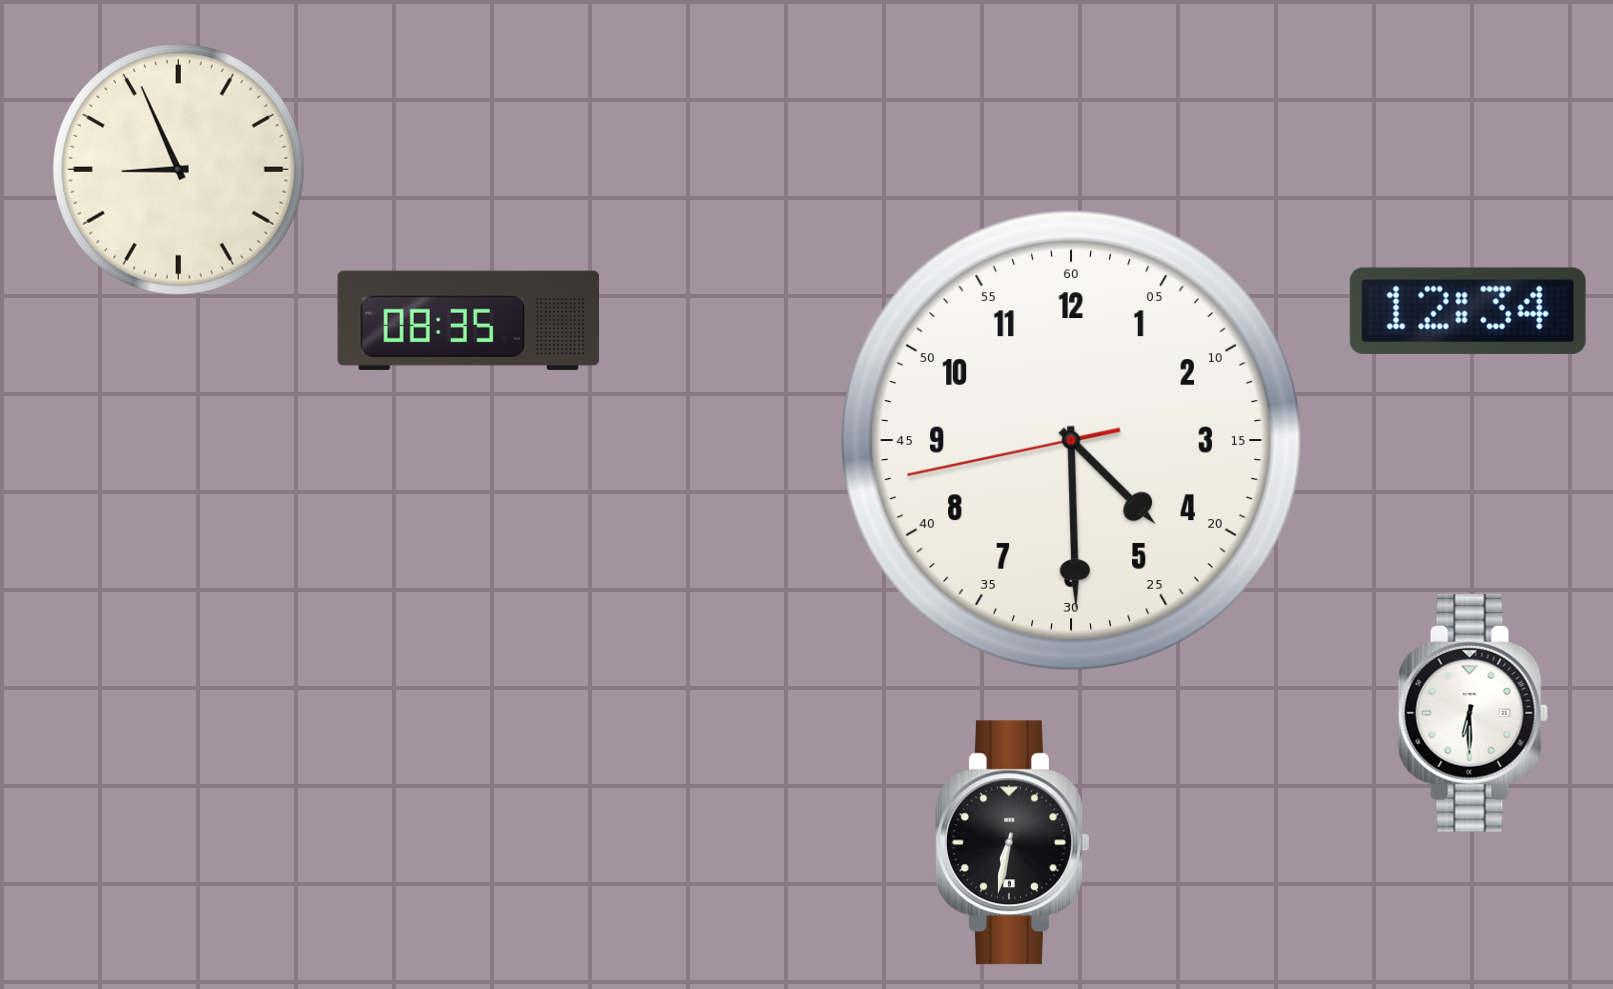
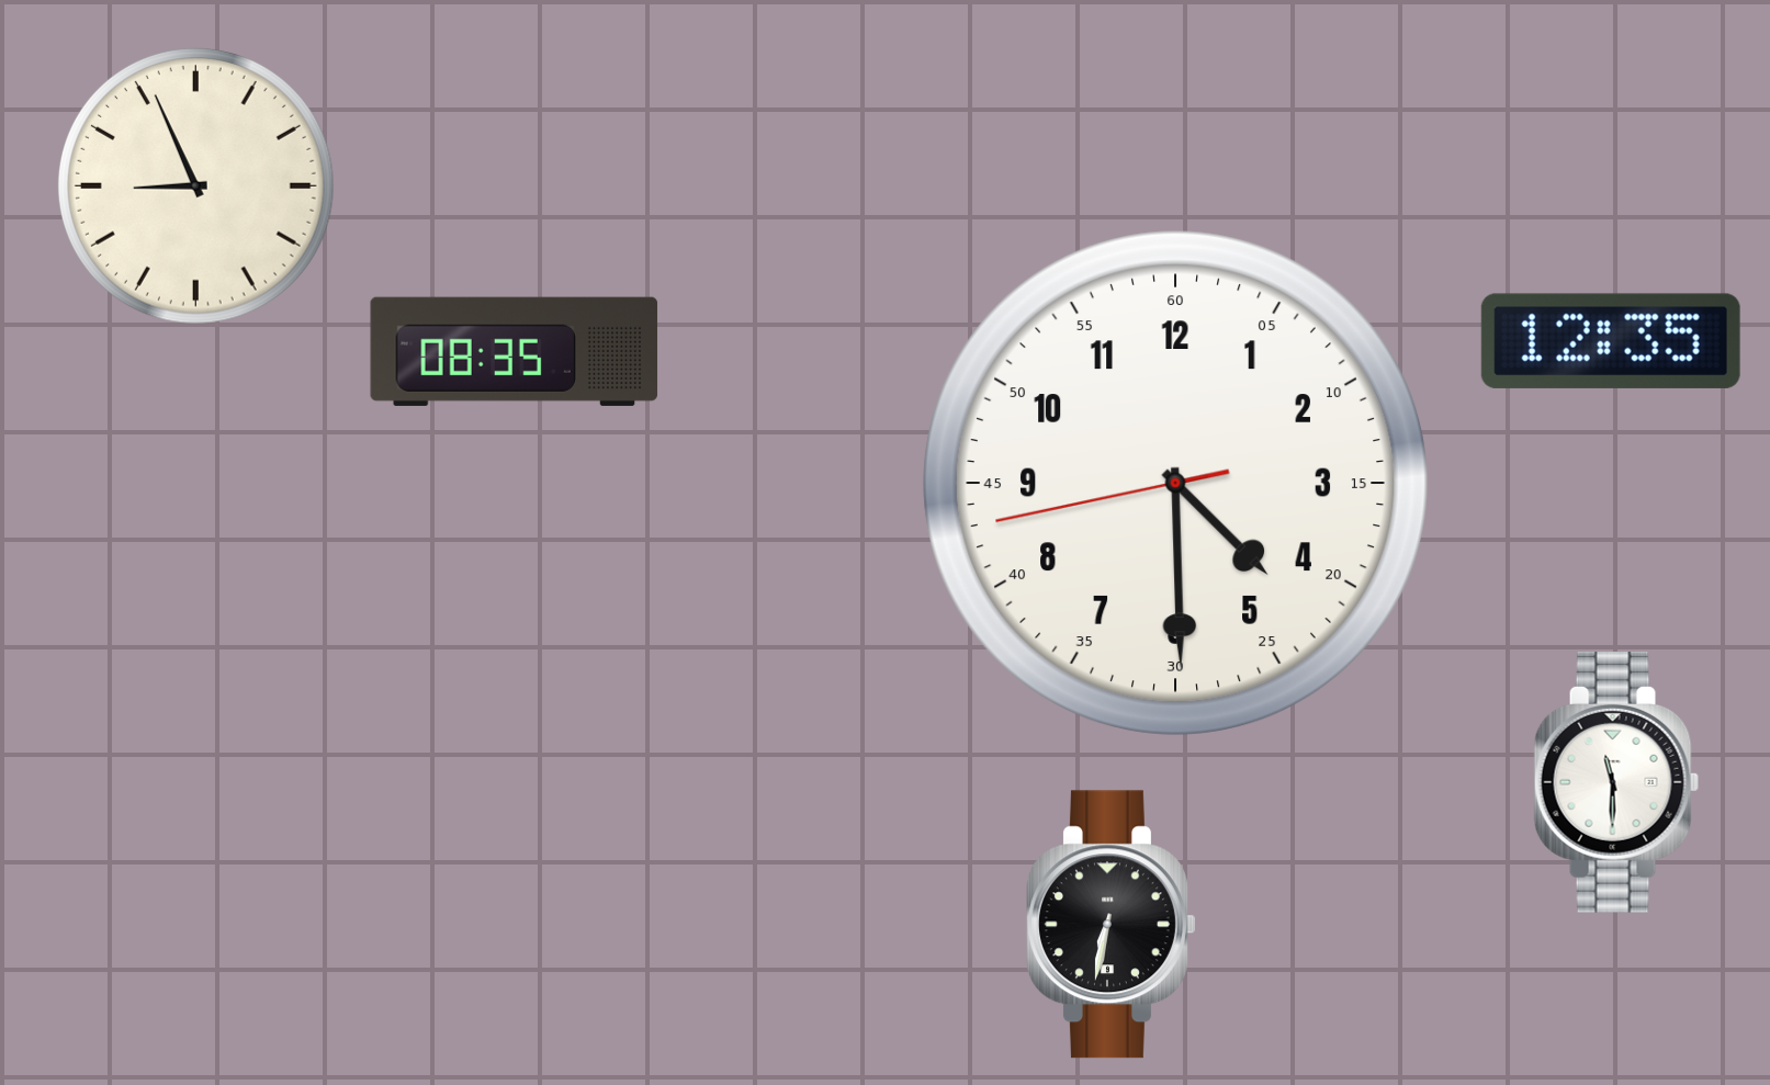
clock at (1468, 311): 12:34 -> 12:35
clock at (1473, 713): 6:30 -> 11:30
